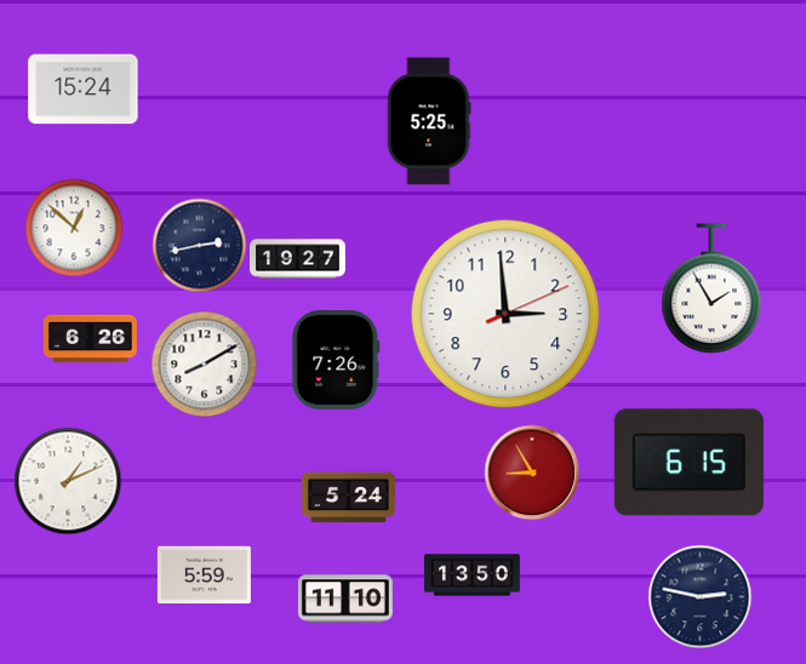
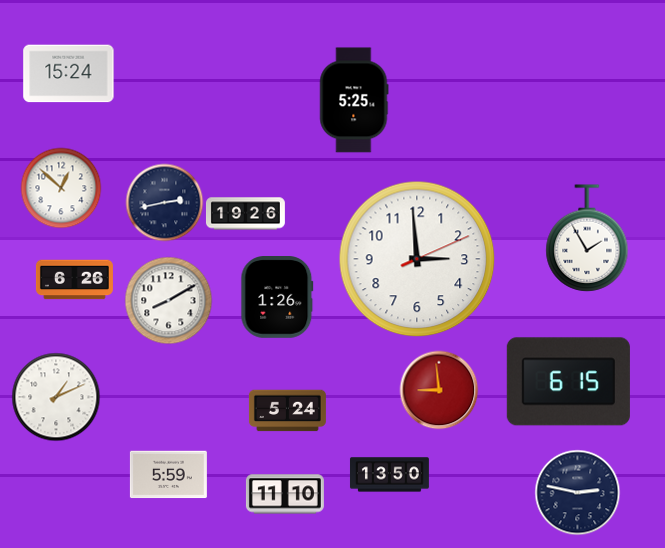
clock at (298, 259): 19:27 -> 19:26
clock at (336, 361): 7:26 -> 1:26
clock at (532, 473): 8:55 -> 8:59
